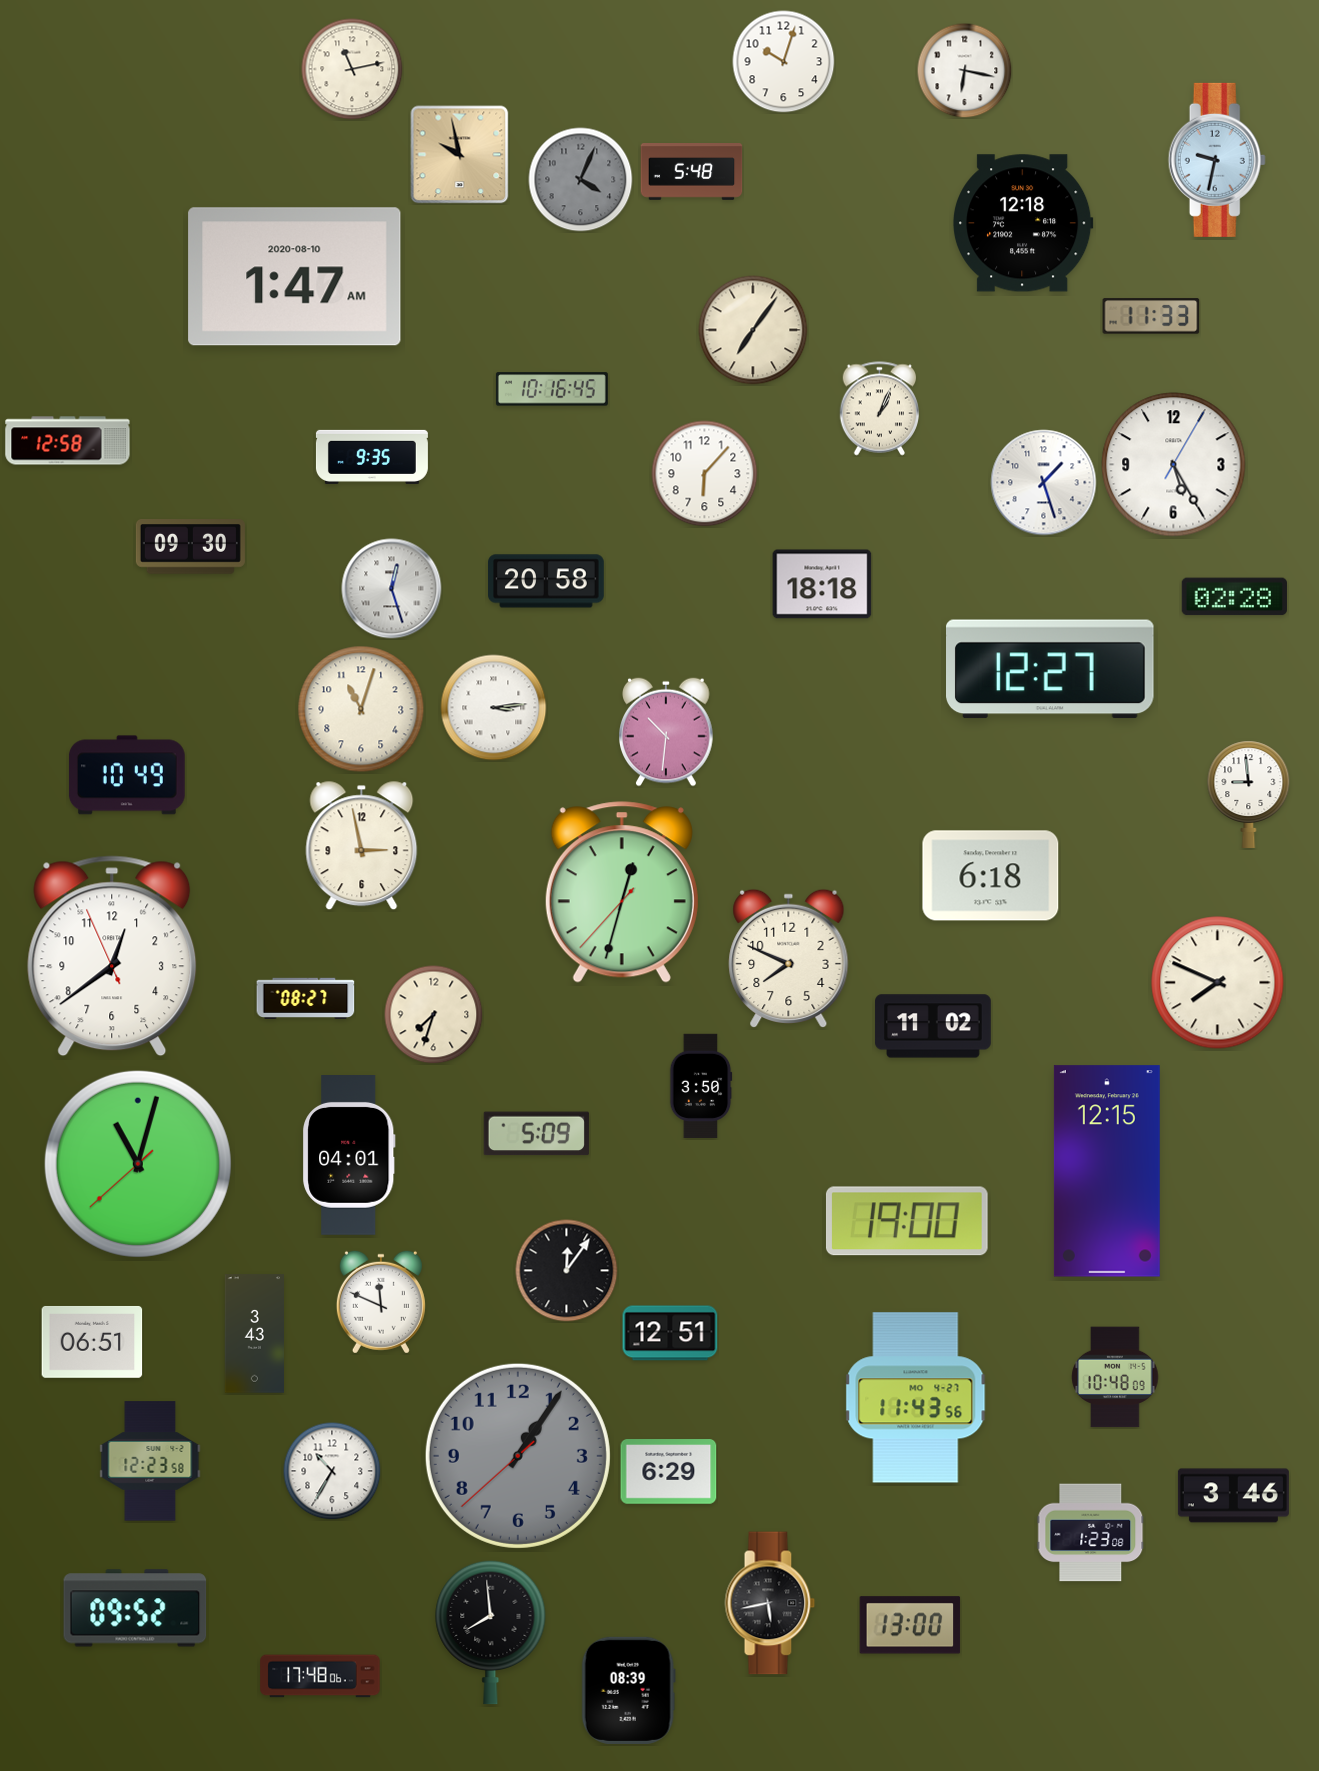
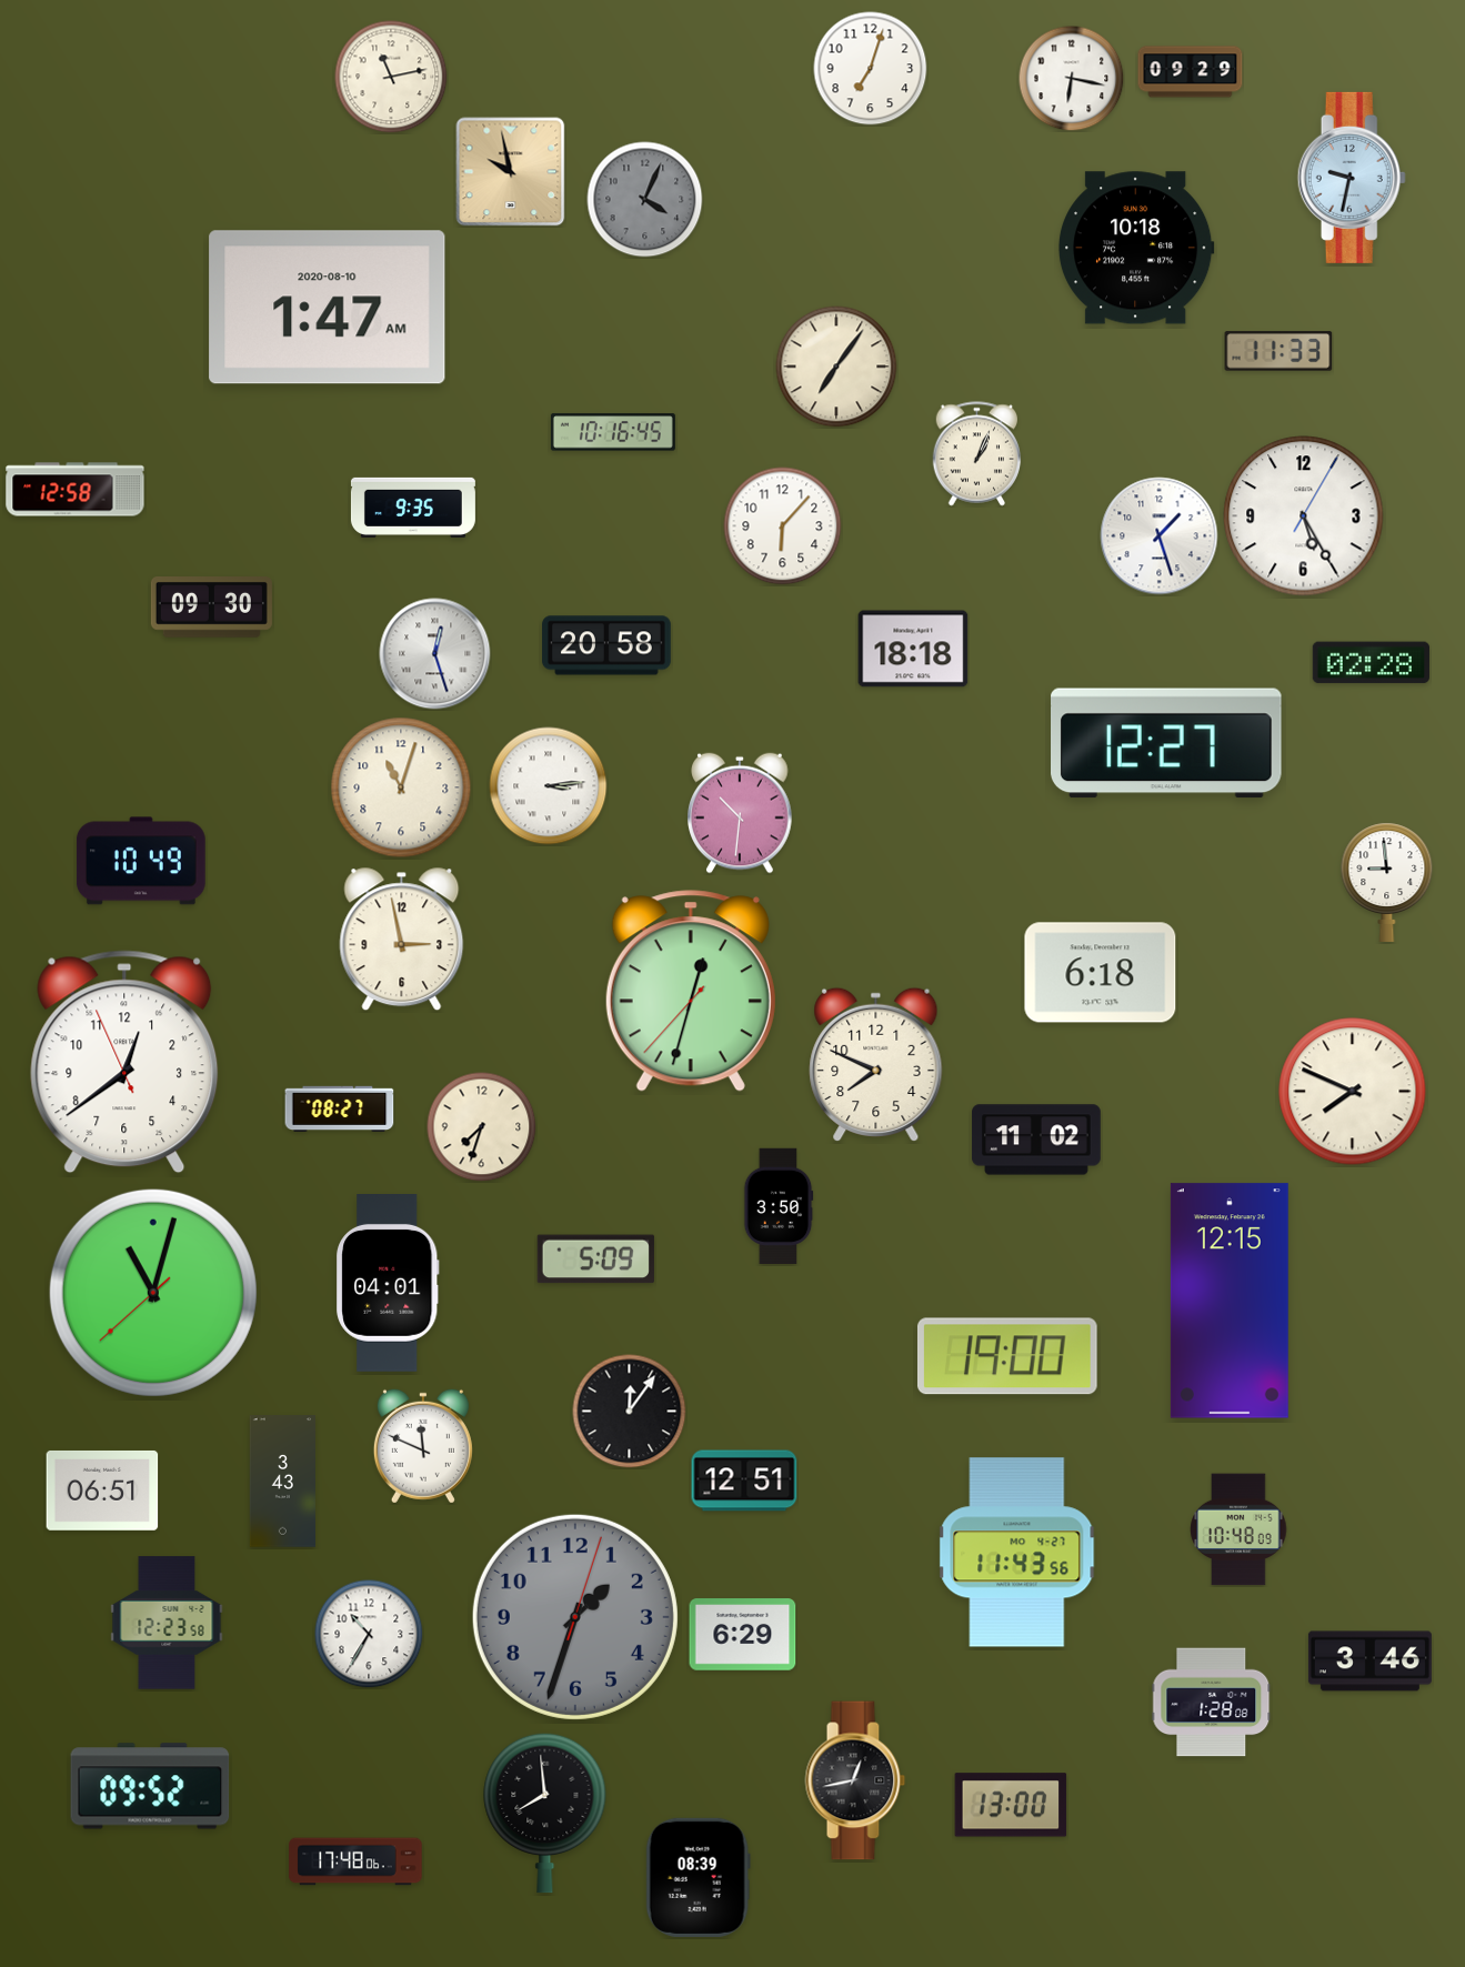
clock at (784, 62): 10:03 -> 7:03
clock at (1191, 72): none -> 09:29
clock at (692, 172): 5:48 -> none
clock at (1023, 223): 12:18 -> 10:18
clock at (518, 1456): 1:05 -> 1:33
clock at (1091, 1533): 1:23 -> 1:28
clock at (770, 1603): 5:43 -> 12:43
